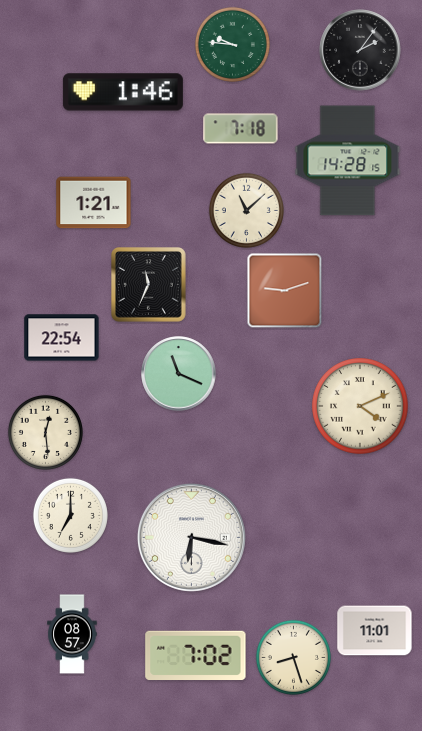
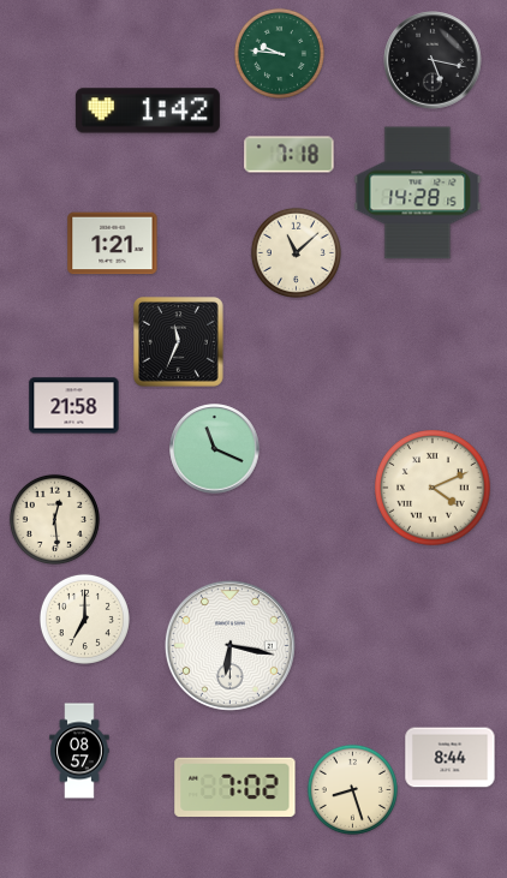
clock at (360, 50): 2:06 -> 5:17
clock at (123, 92): 1:46 -> 1:42
clock at (285, 291): 9:12 -> none
clock at (62, 338): 22:54 -> 21:58
clock at (375, 631): 11:01 -> 8:44
clock at (72, 634) position: (72, 634) -> (79, 751)
